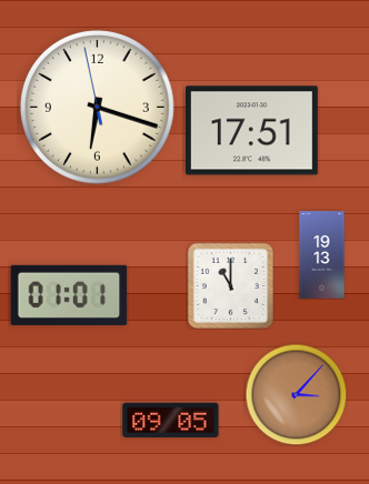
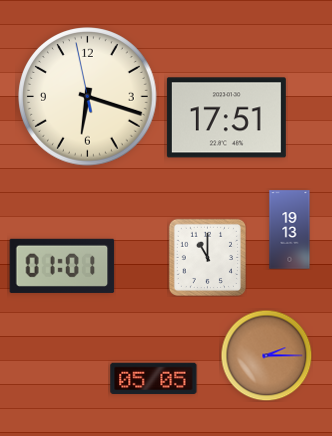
clock at (296, 394): 3:07 -> 2:15
clock at (171, 421): 09:05 -> 05:05
